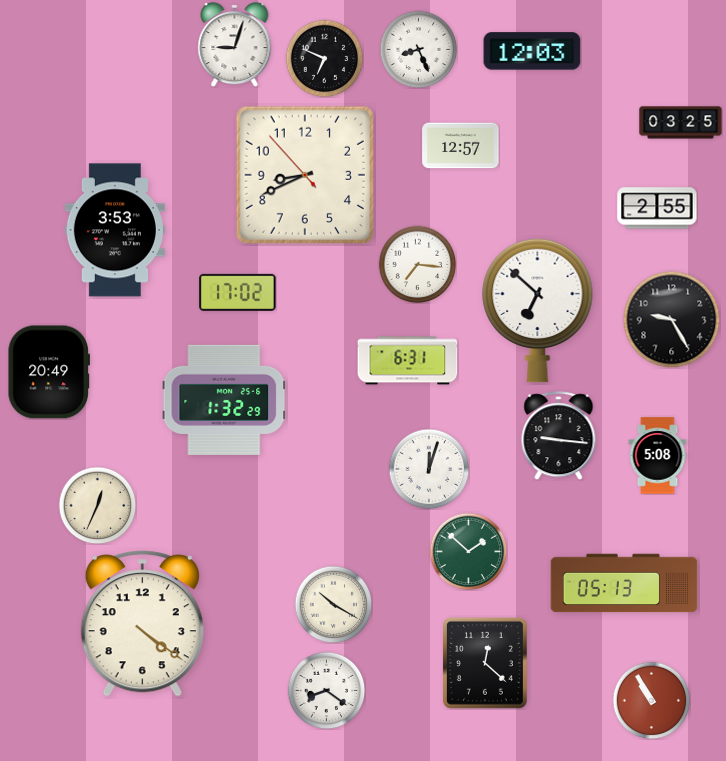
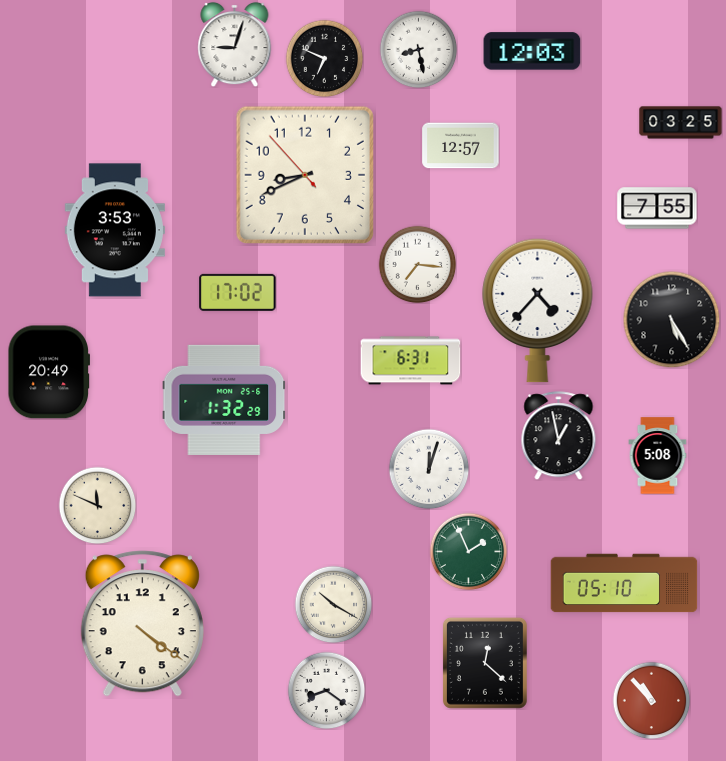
clock at (418, 49): 8:26 -> 8:28
clock at (657, 208): 2:55 -> 7:55
clock at (538, 310): 6:52 -> 4:37
clock at (671, 319): 9:25 -> 5:25
clock at (408, 361) position: (408, 361) -> (411, 361)
clock at (559, 436): 9:16 -> 12:58
clock at (97, 505): 12:34 -> 11:49
clock at (468, 551): 1:52 -> 1:56
clock at (624, 583): 05:13 -> 05:10
clock at (651, 700): 10:55 -> 10:53
